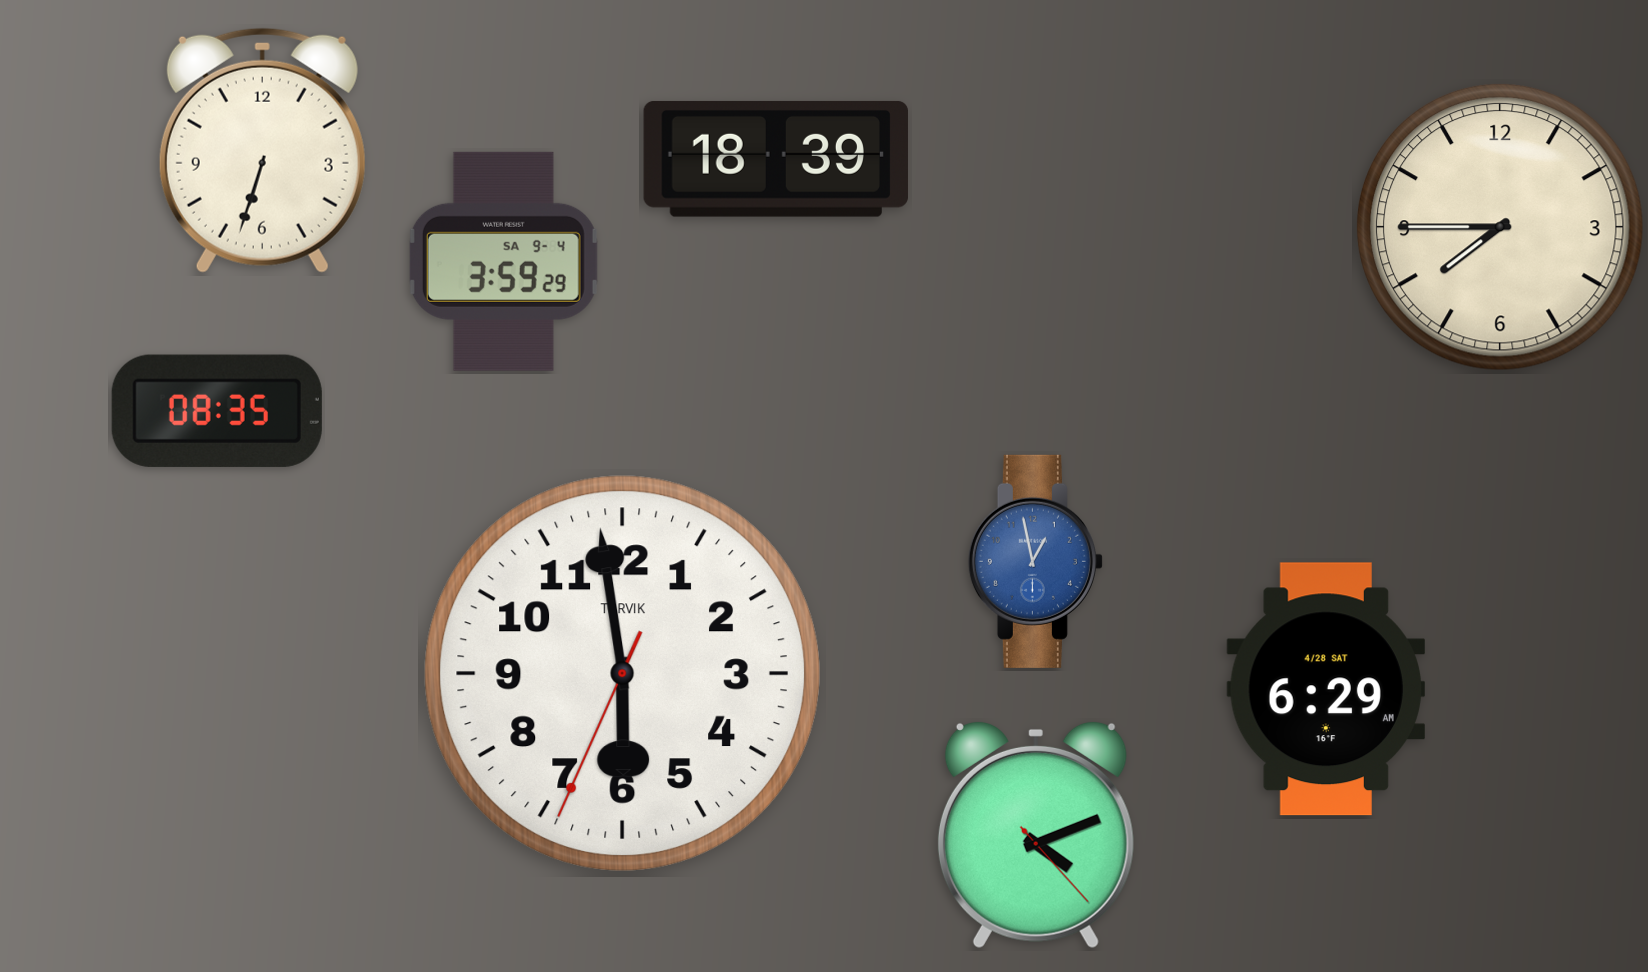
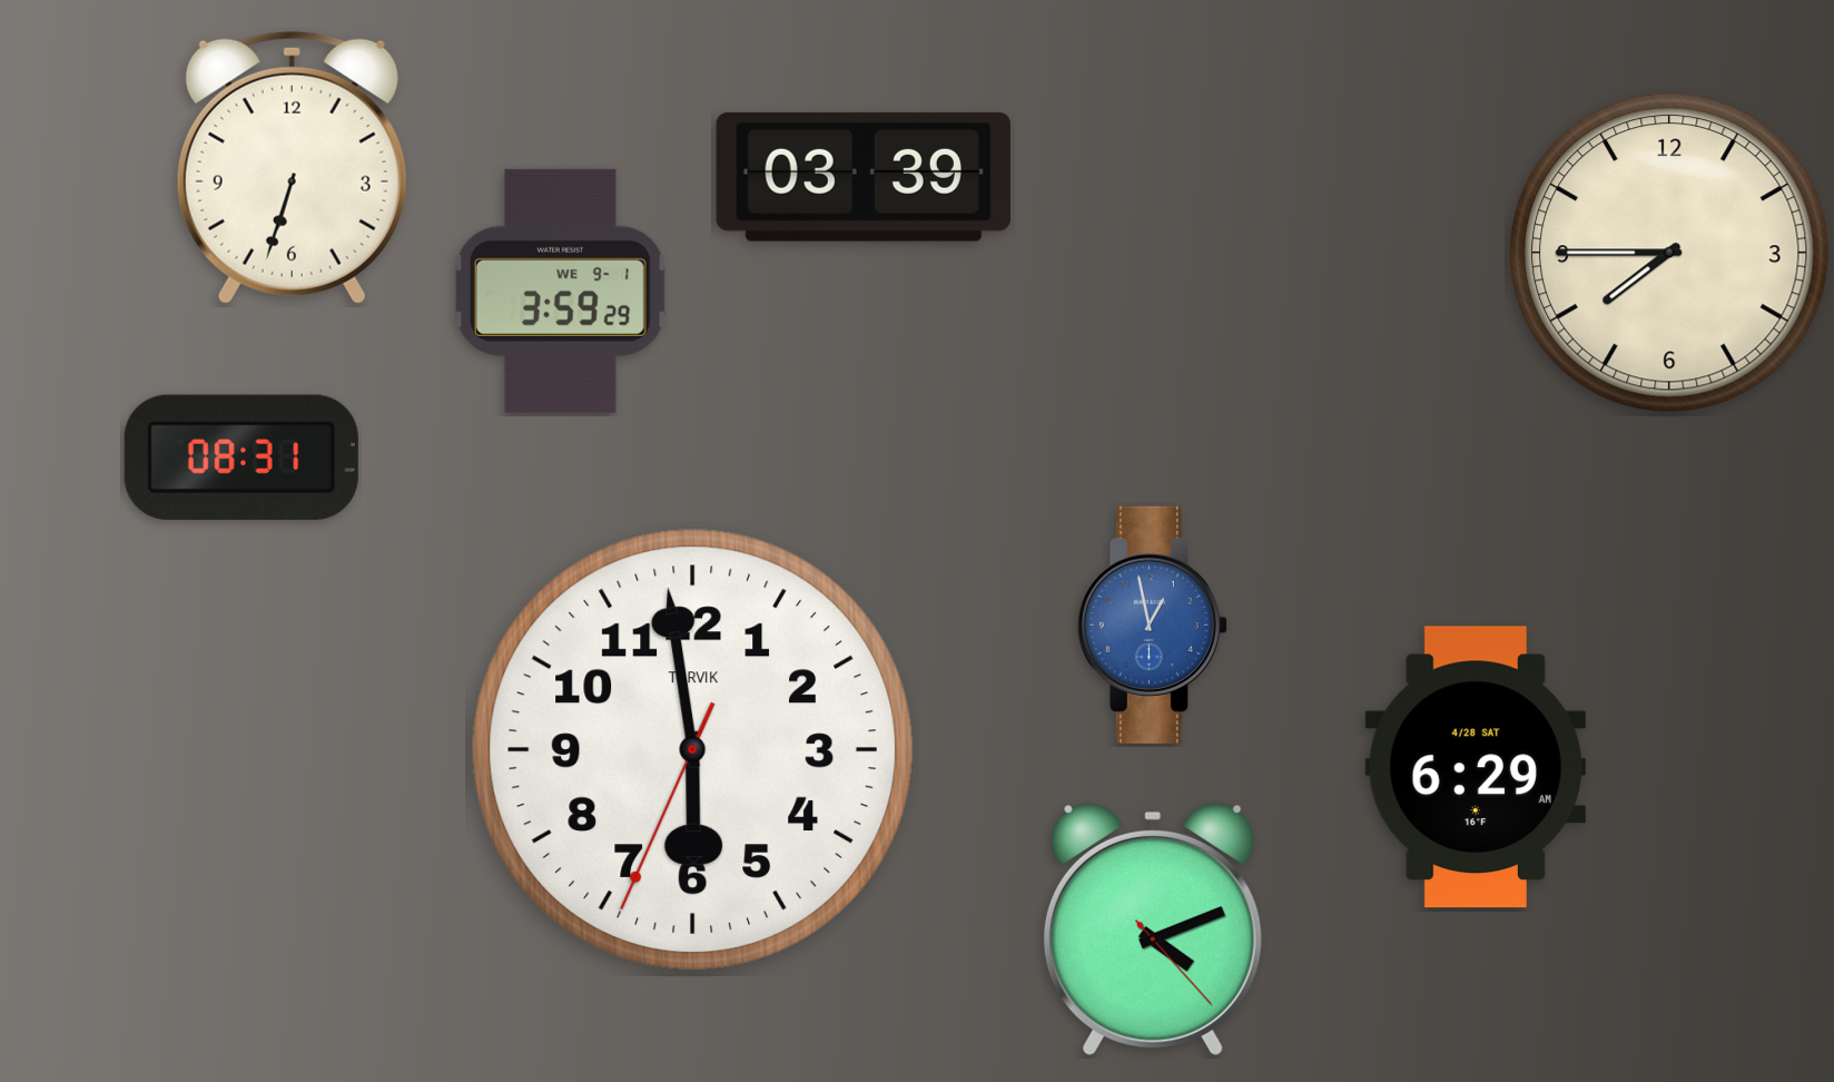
clock at (776, 159): 18:39 -> 03:39
clock at (503, 261) date: SA 9-4 -> WE 9-1
clock at (217, 411): 08:35 -> 08:31
